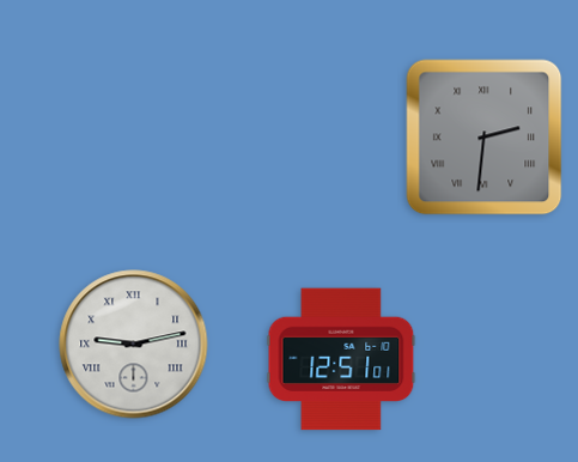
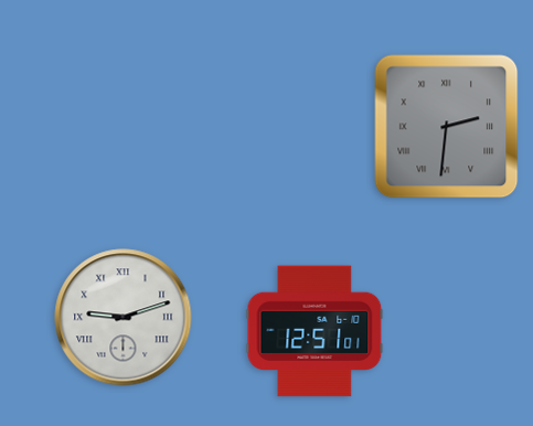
clock at (134, 345): 9:13 -> 9:12
